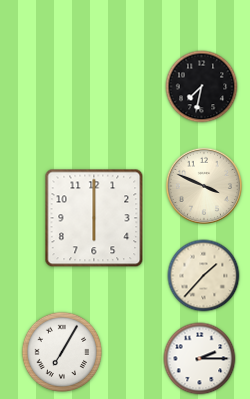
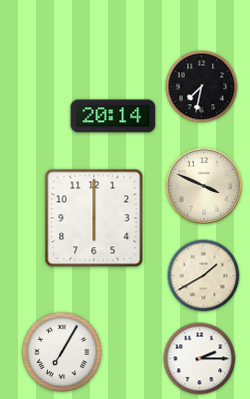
clock at (113, 116): none -> 20:14
clock at (204, 276): 1:37 -> 1:40
